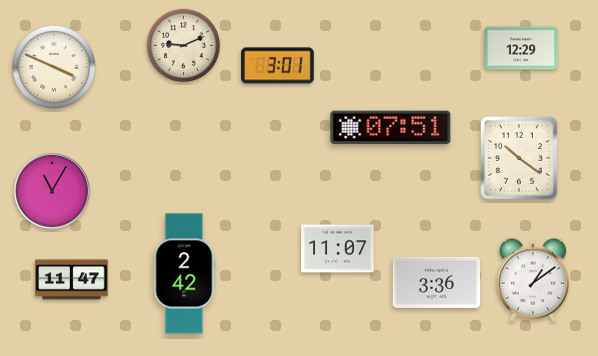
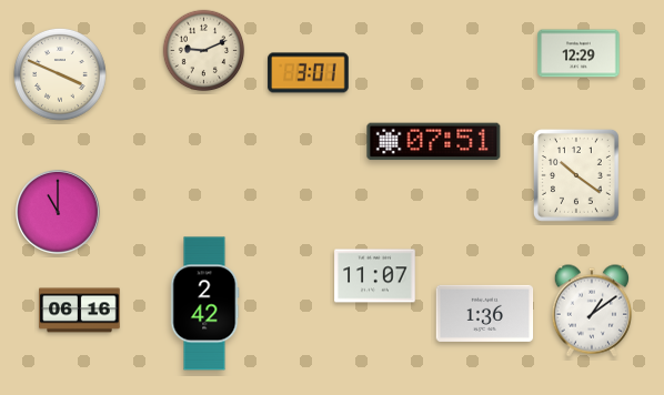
clock at (53, 192): 11:05 -> 11:00
clock at (72, 280): 11:47 -> 06:16
clock at (437, 282): 3:36 -> 1:36
